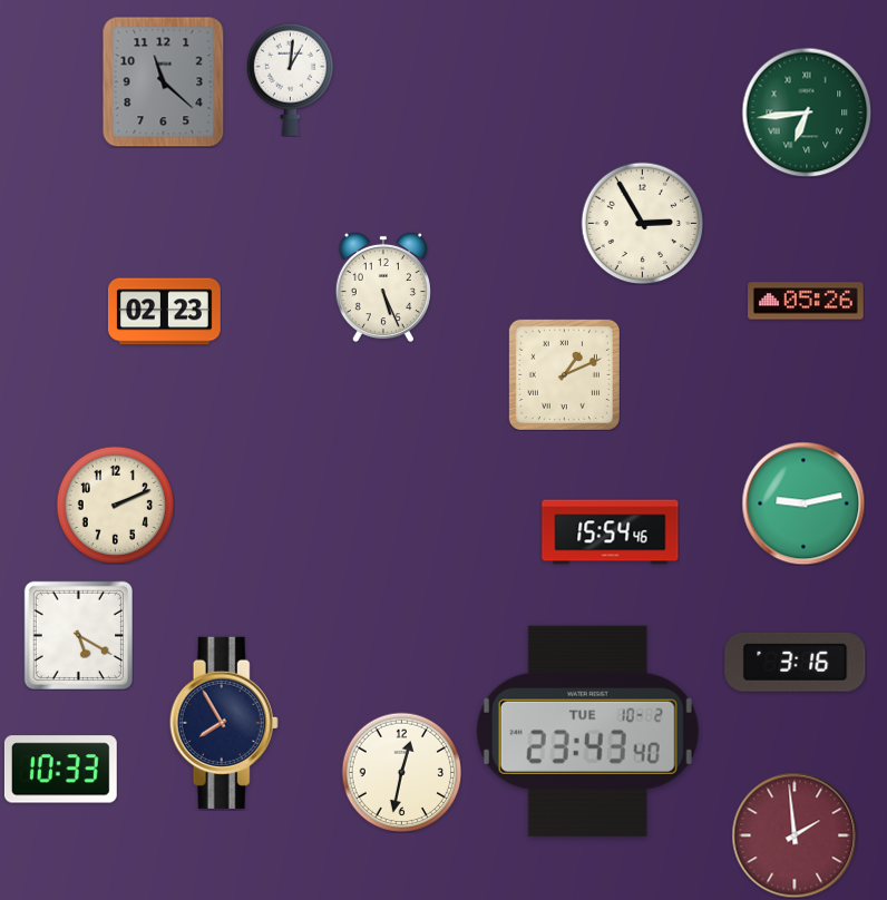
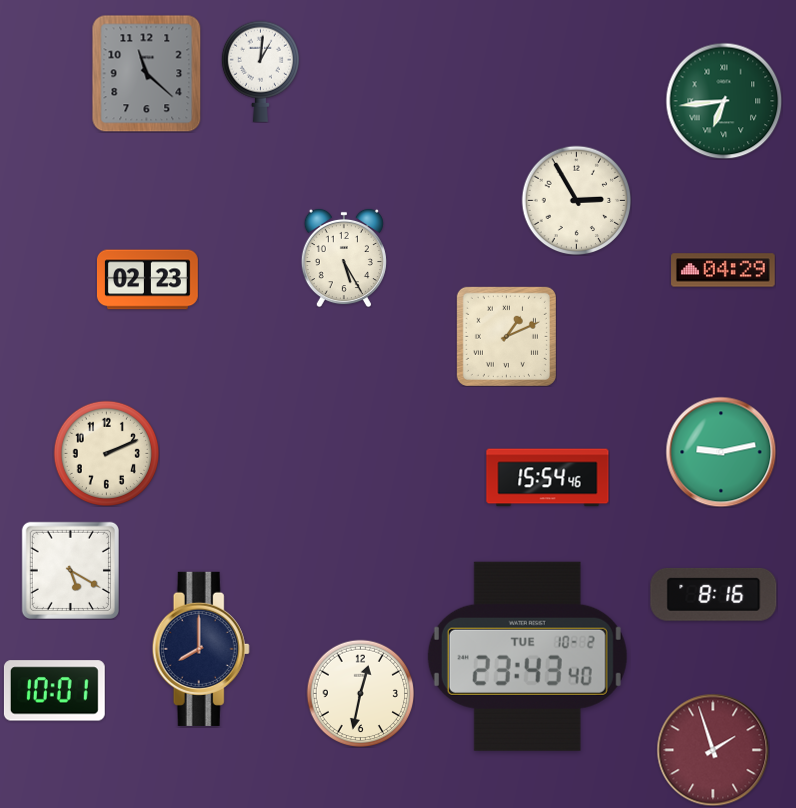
clock at (383, 287): 5:26 -> 5:25
clock at (806, 301): 05:26 -> 04:29
clock at (115, 505) position: (115, 505) -> (106, 453)
clock at (796, 662): 3:16 -> 8:16
clock at (224, 723): 7:55 -> 8:00
clock at (60, 770): 10:33 -> 10:01
clock at (795, 835): 1:59 -> 1:57
